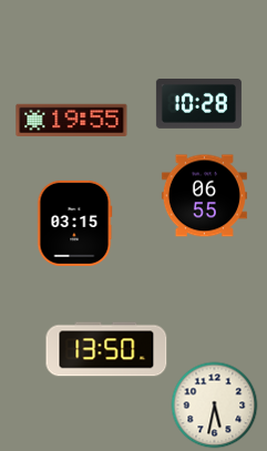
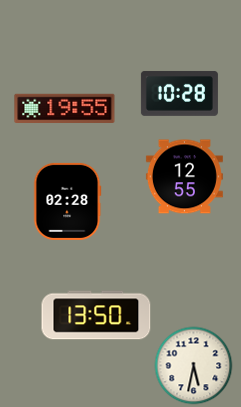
clock at (204, 196): 06:55 -> 12:55
clock at (74, 223): 03:15 -> 02:28
